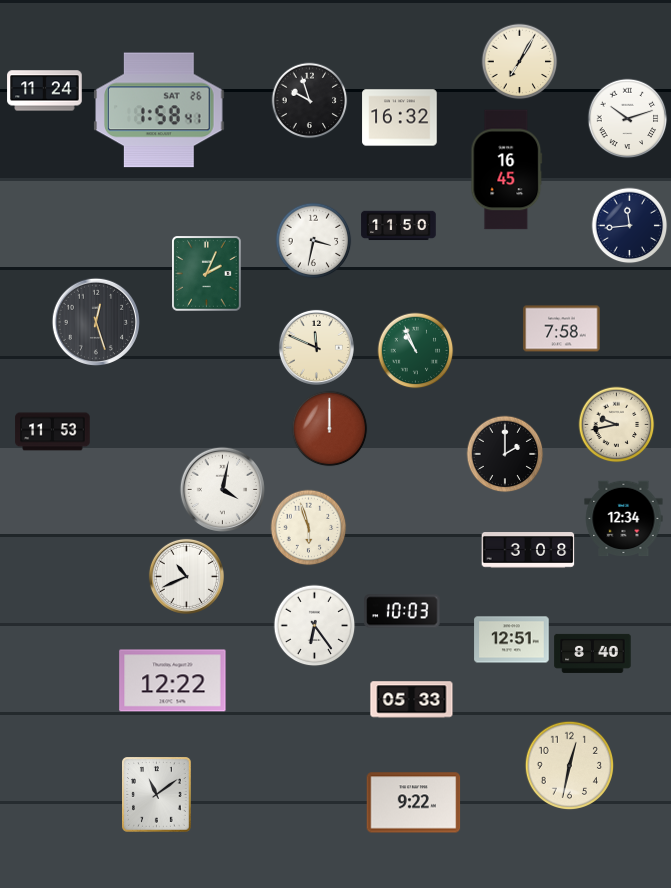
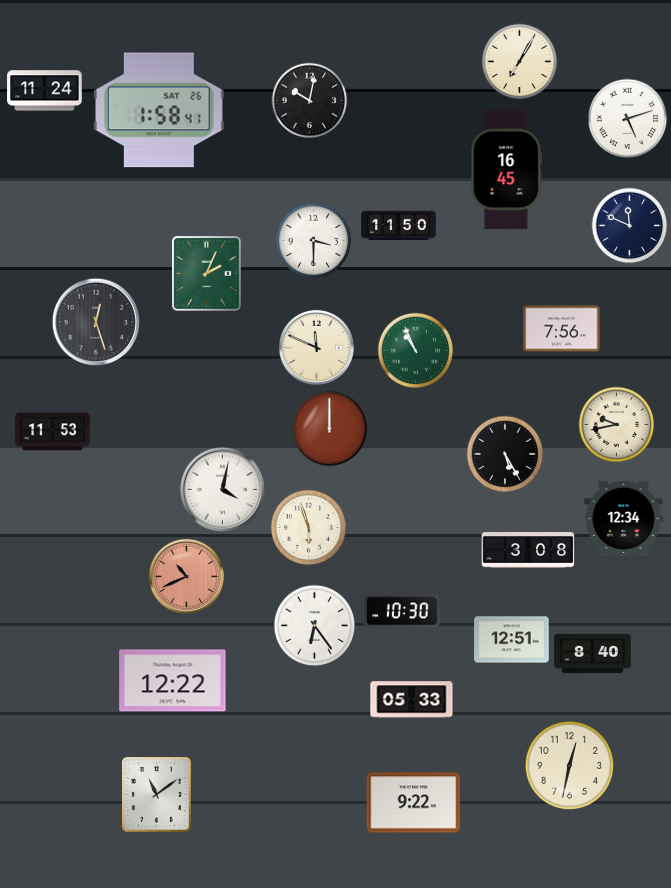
clock at (310, 101): 9:57 -> 10:02
clock at (400, 118): 16:32 -> none
clock at (628, 119): 10:12 -> 5:12
clock at (630, 226): 11:44 -> 11:49
clock at (314, 241): 3:32 -> 3:30
clock at (562, 329): 7:58 -> 7:56
clock at (505, 454): 2:00 -> 5:25
clock at (186, 576) dial: white -> salmon
clock at (402, 611): 10:03 -> 10:30
